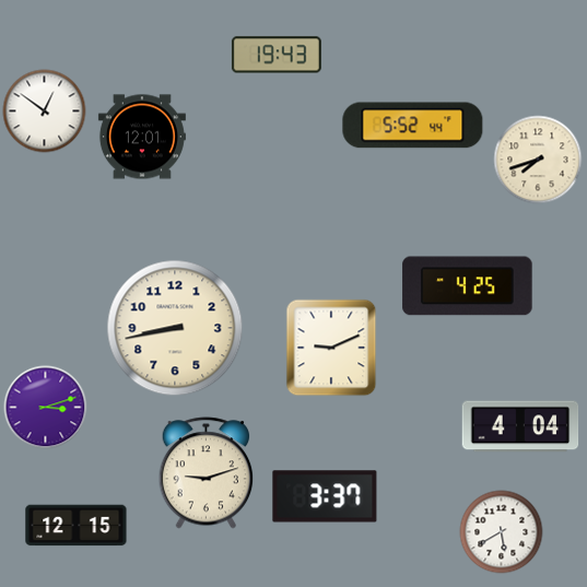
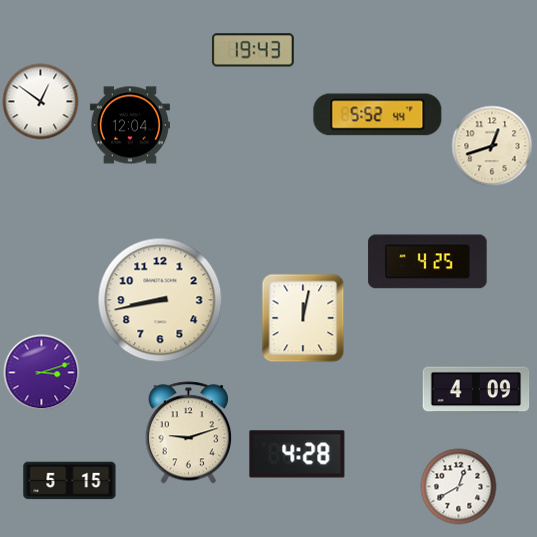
clock at (142, 137): 12:01 -> 12:04
clock at (538, 160): 7:42 -> 12:42
clock at (331, 348): 9:11 -> 12:02
clock at (520, 426): 4:04 -> 4:09
clock at (325, 496): 3:37 -> 4:28
clock at (77, 526): 12:15 -> 5:15
clock at (502, 532): 5:40 -> 12:40
